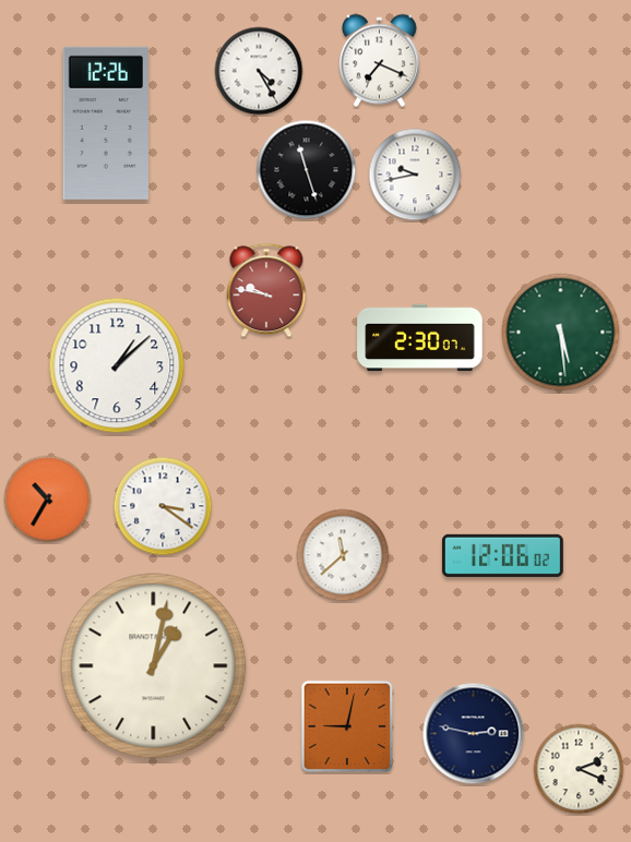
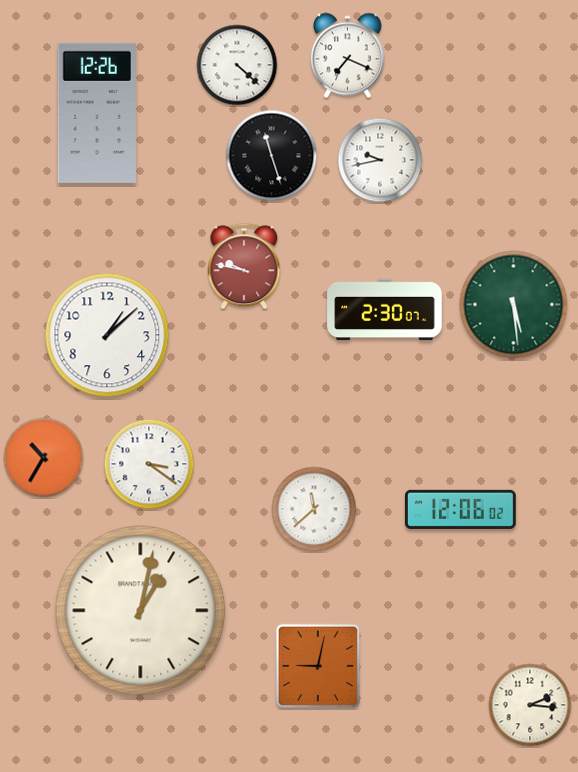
clock at (259, 71): 4:25 -> 4:22
clock at (307, 170) position: (307, 170) -> (272, 156)
clock at (474, 734): 2:47 -> none
clock at (579, 769): 2:19 -> 2:16
